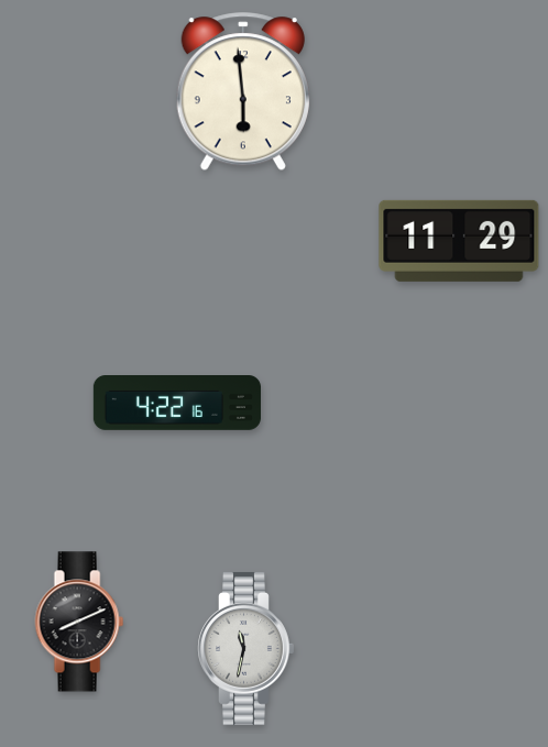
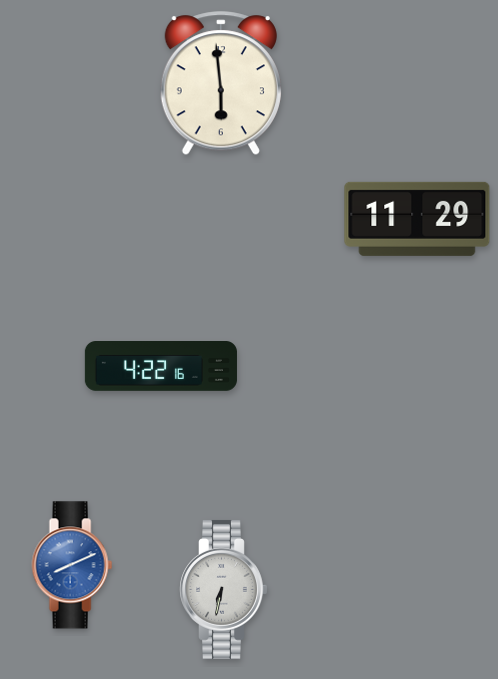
clock at (79, 622) dial: black -> blue
clock at (246, 648): 11:32 -> 6:32
